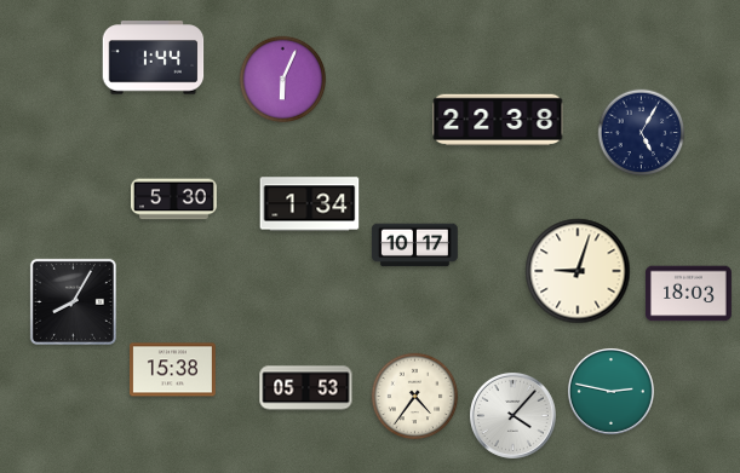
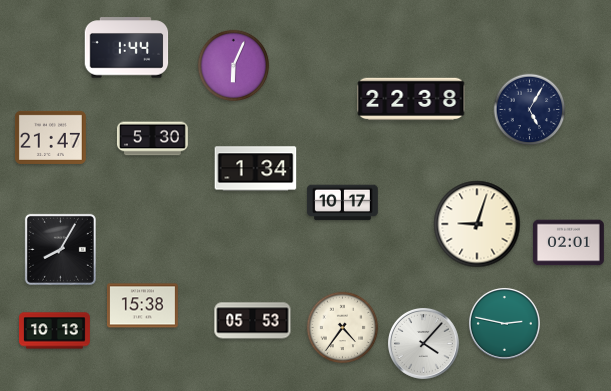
clock at (50, 137): none -> 21:47
clock at (173, 200) position: (173, 200) -> (152, 139)
clock at (688, 294): 18:03 -> 02:01
clock at (55, 331): none -> 10:13
